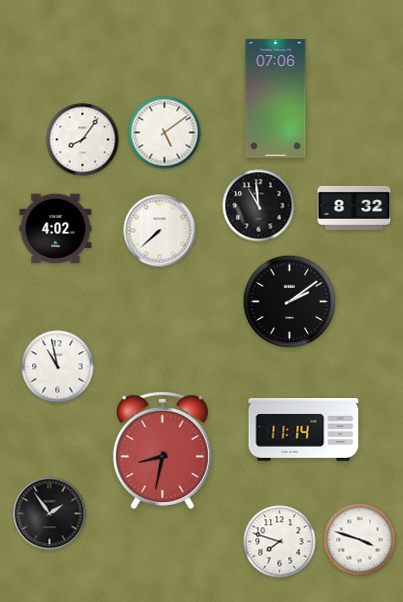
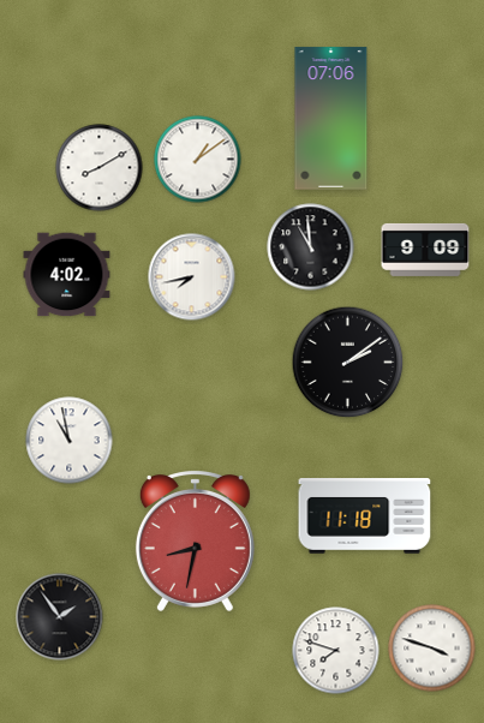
clock at (165, 133): 5:09 -> 1:09
clock at (83, 140): 8:06 -> 8:10
clock at (354, 208): 8:32 -> 9:09
clock at (160, 231): 7:38 -> 7:43
clock at (304, 430): 11:14 -> 11:18
